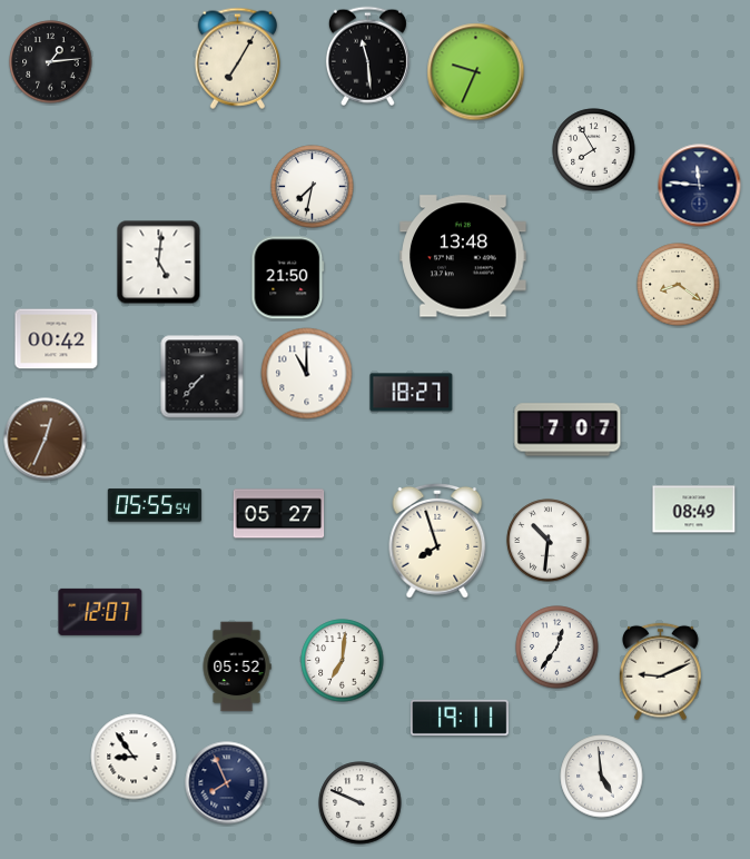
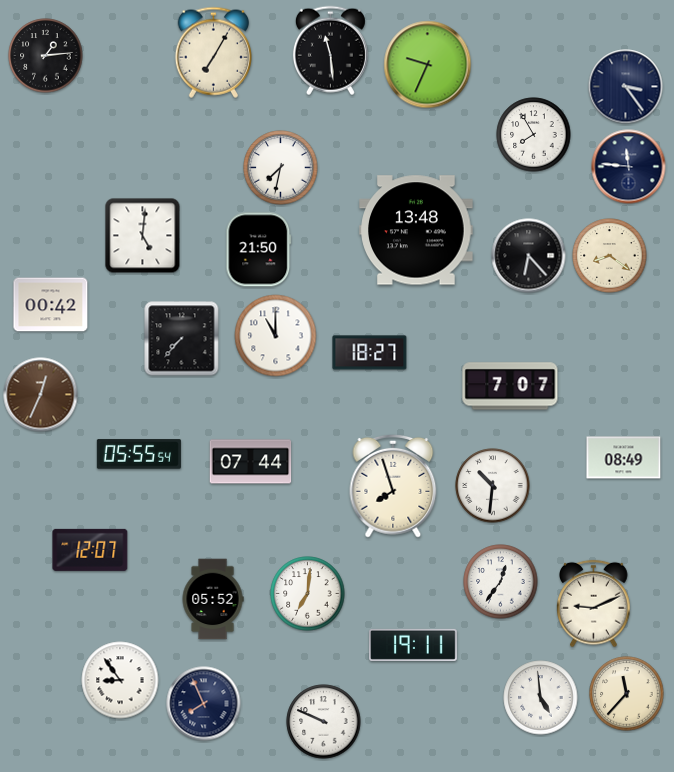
clock at (626, 87): none -> 3:24
clock at (529, 256): none -> 6:23
clock at (279, 514): 05:27 -> 07:44
clock at (627, 694): none -> 11:37
